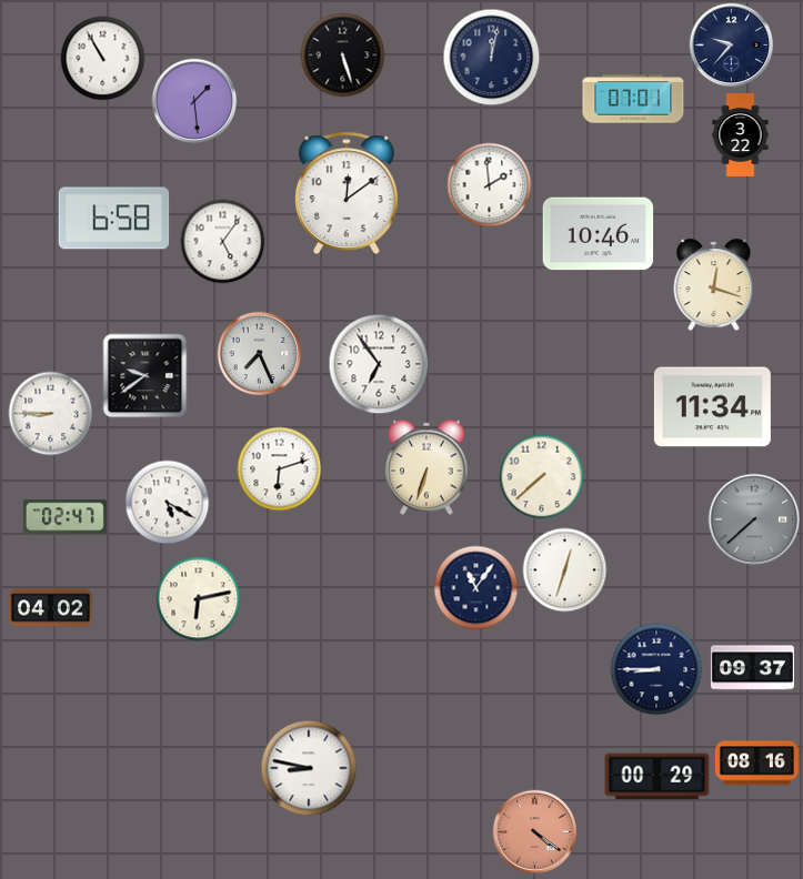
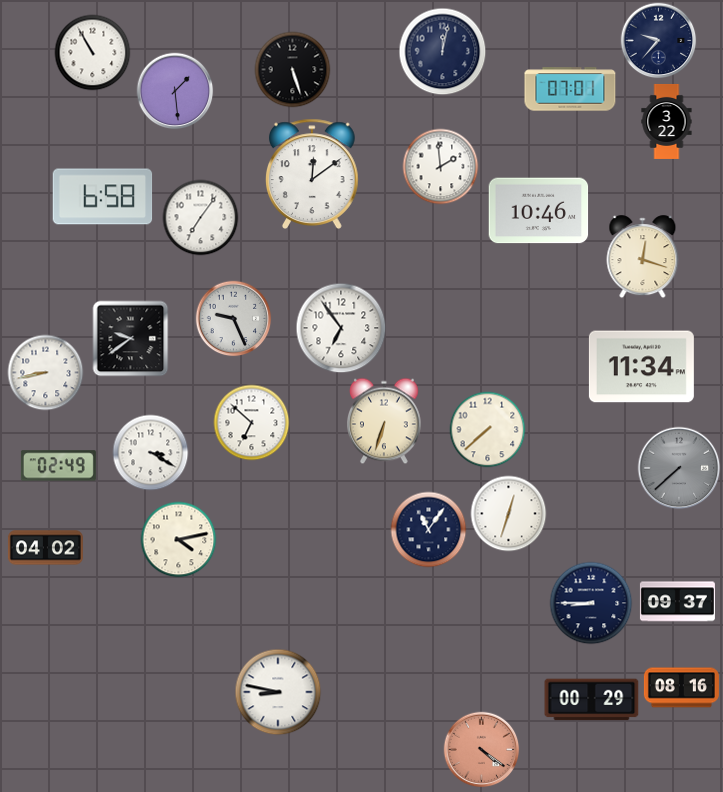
clock at (343, 55) position: (343, 55) -> (293, 70)
clock at (223, 242): 5:06 -> 7:06
clock at (260, 354): 7:26 -> 9:26
clock at (51, 414): 8:45 -> 8:43
clock at (280, 469): 6:12 -> 6:52
clock at (168, 503): 5:20 -> 3:20
clock at (64, 517): 02:47 -> 02:49
clock at (199, 599): 6:13 -> 4:13
